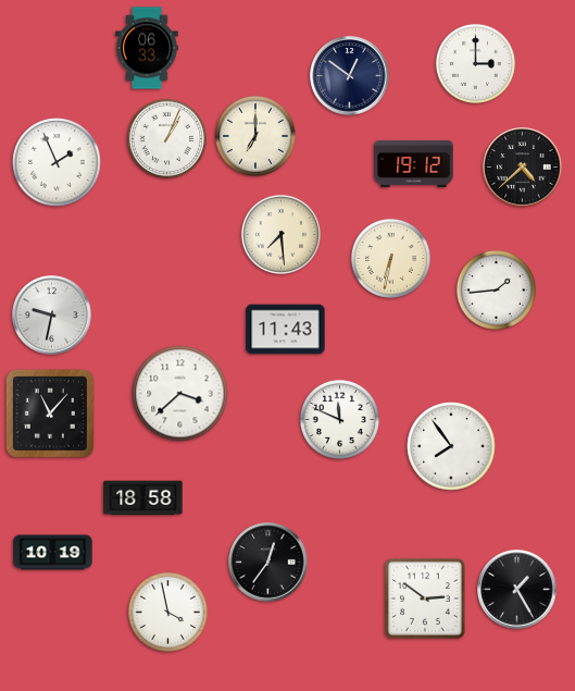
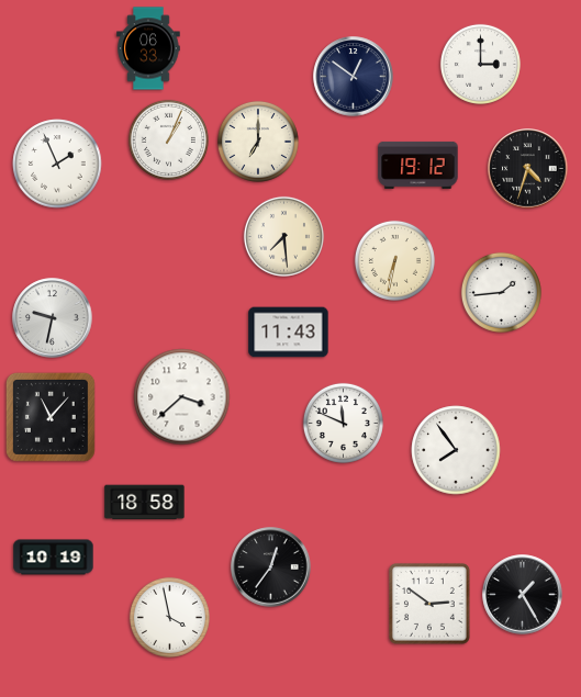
clock at (255, 136) position: (255, 136) -> (258, 142)
clock at (523, 168): 4:38 -> 4:33
